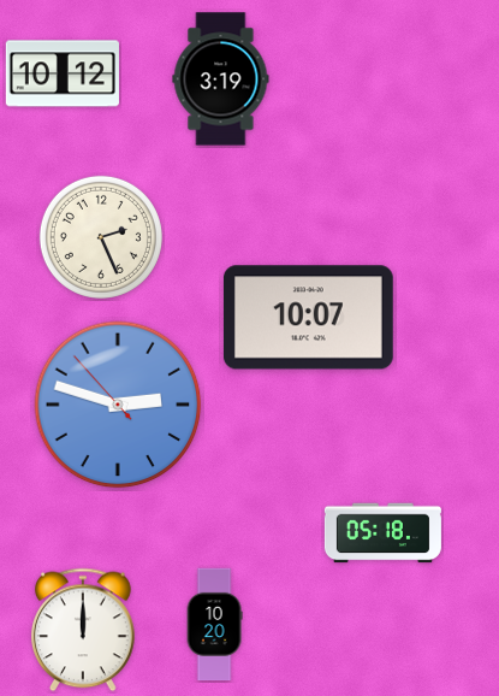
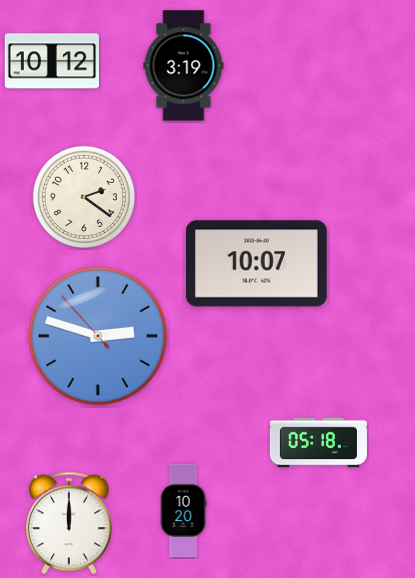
clock at (101, 237): 2:26 -> 2:21
clock at (214, 625) position: (214, 625) -> (183, 511)
